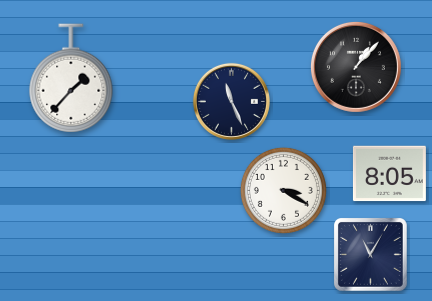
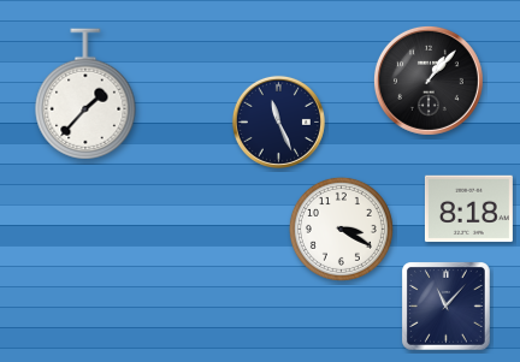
clock at (389, 174): 8:05 -> 8:18
clock at (371, 255): 11:05 -> 11:07
